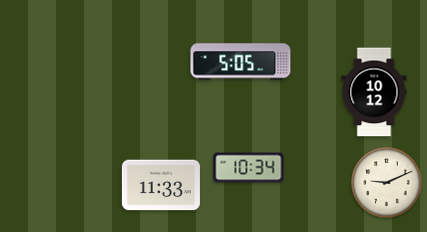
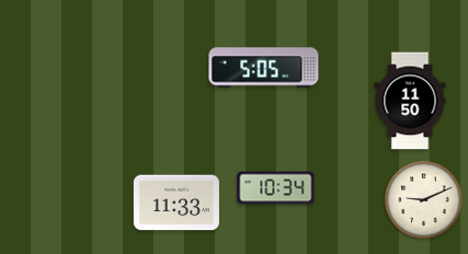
clock at (374, 92): 10:12 -> 11:50
clock at (249, 168) position: (249, 168) -> (276, 188)
